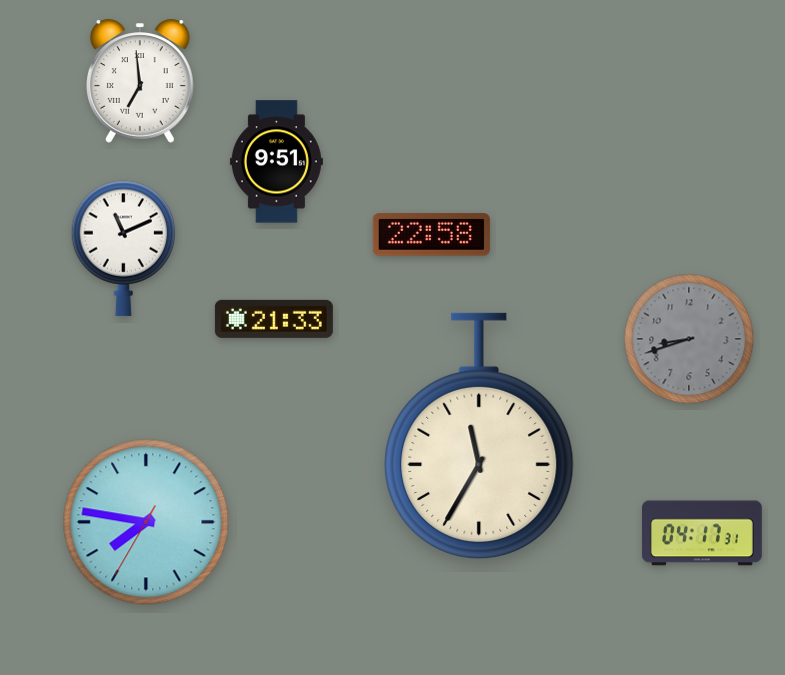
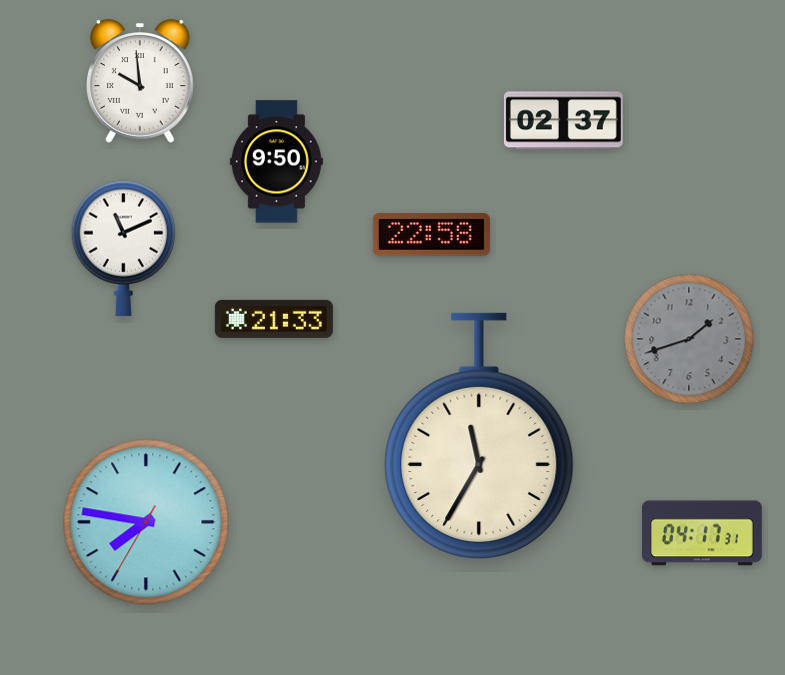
clock at (141, 81): 6:59 -> 9:59
clock at (563, 121): none -> 02:37
clock at (276, 162): 9:51 -> 9:50
clock at (689, 339): 8:42 -> 1:42
